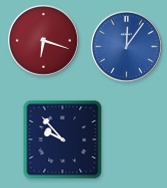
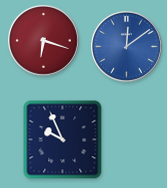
clock at (127, 47): 12:06 -> 12:09
clock at (63, 140): 9:53 -> 9:56
